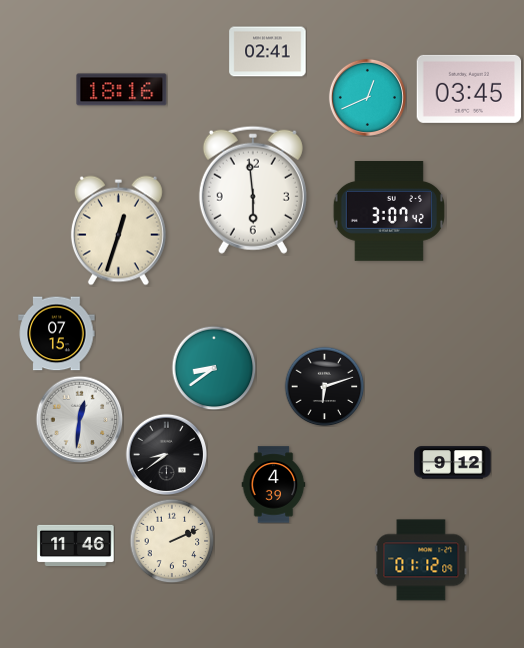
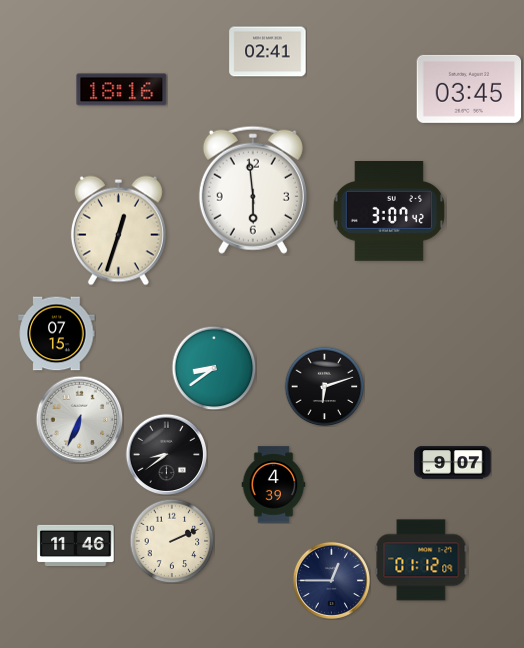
clock at (367, 97): 12:41 -> none
clock at (79, 419): 12:31 -> 6:34
clock at (453, 463): 9:12 -> 9:07
clock at (331, 580): none -> 12:45
